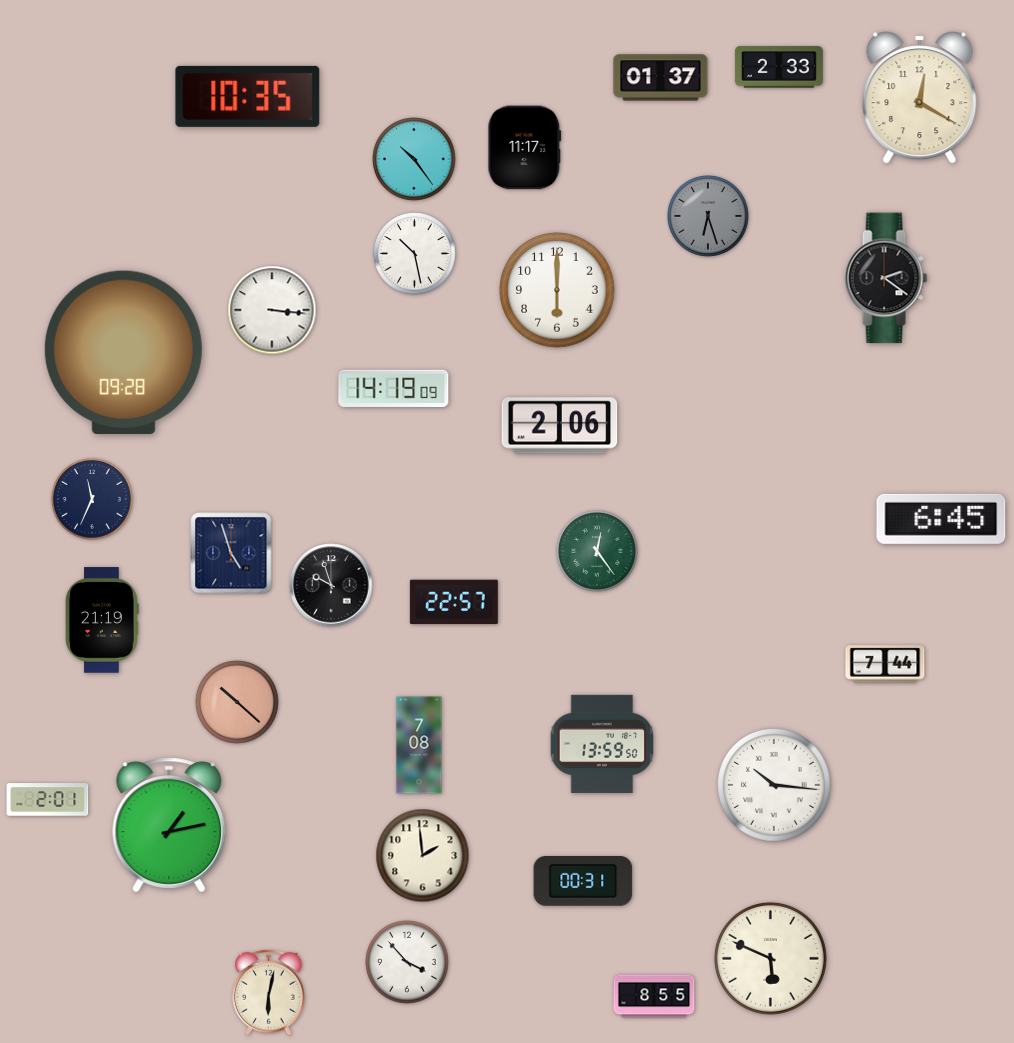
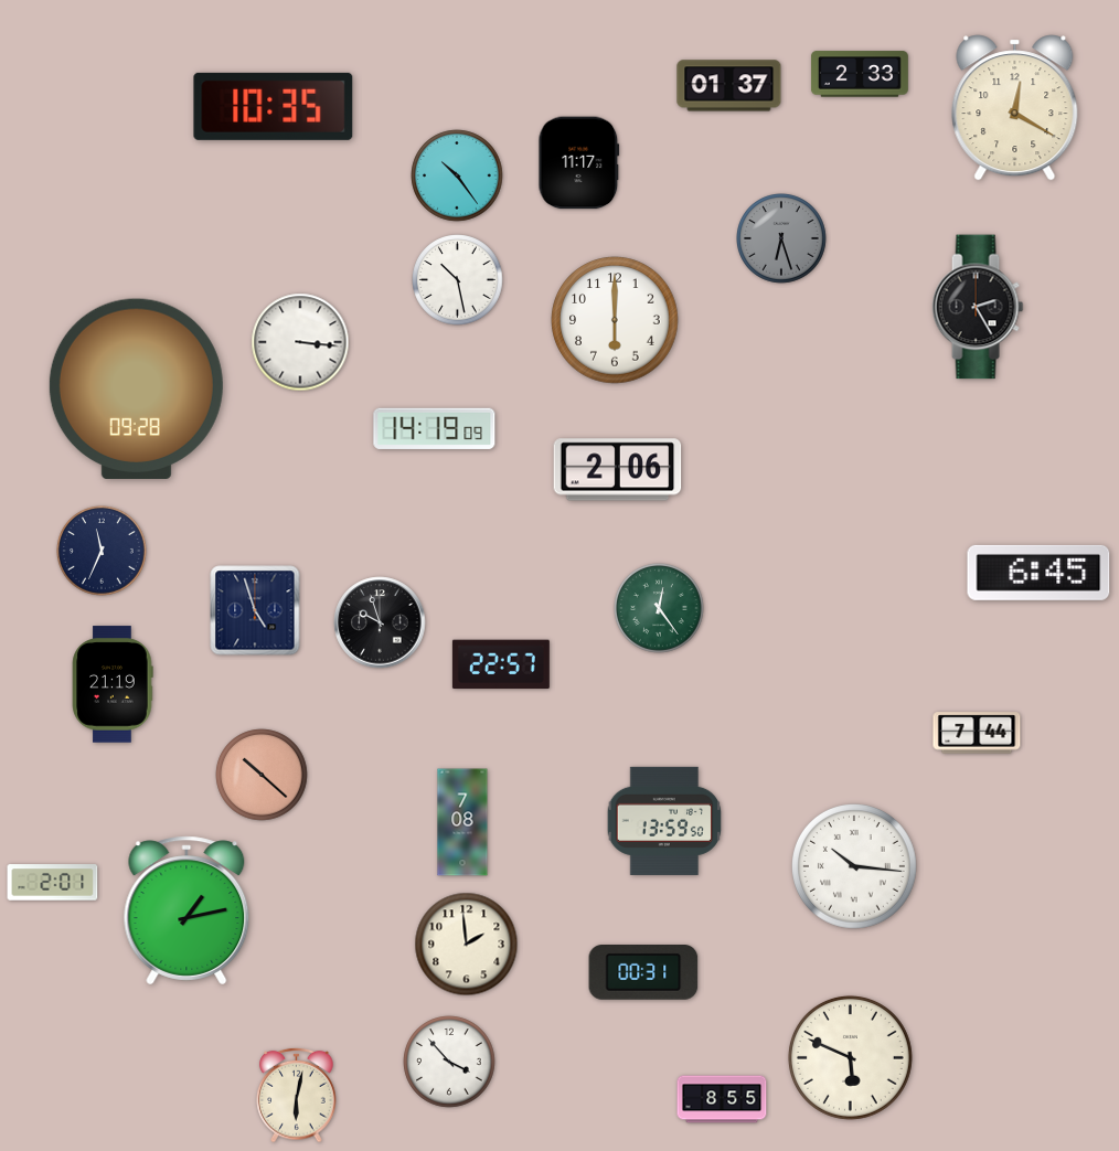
clock at (886, 278): 2:21 -> 2:25
clock at (331, 585) position: (331, 585) -> (380, 622)
